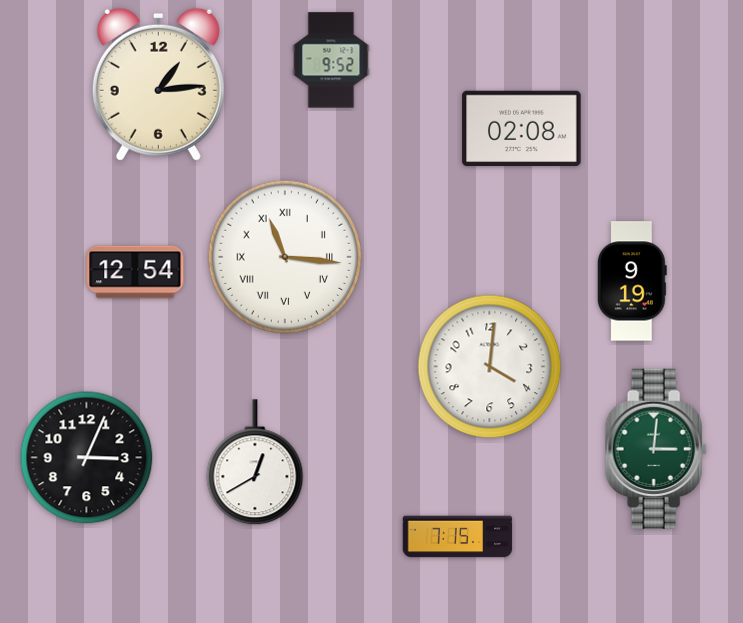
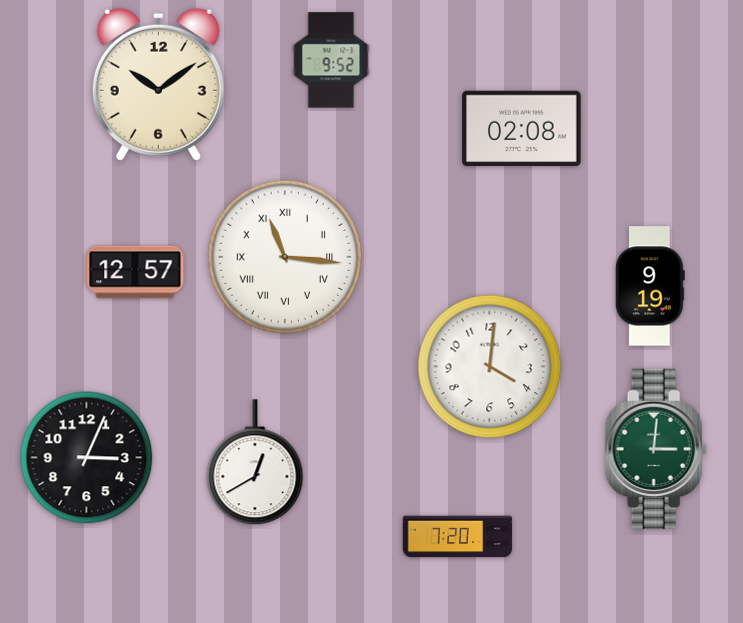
clock at (158, 84): 1:14 -> 10:09
clock at (135, 272): 12:54 -> 12:57
clock at (632, 281) position: (632, 281) -> (650, 286)
clock at (458, 537): 7:15 -> 7:20
